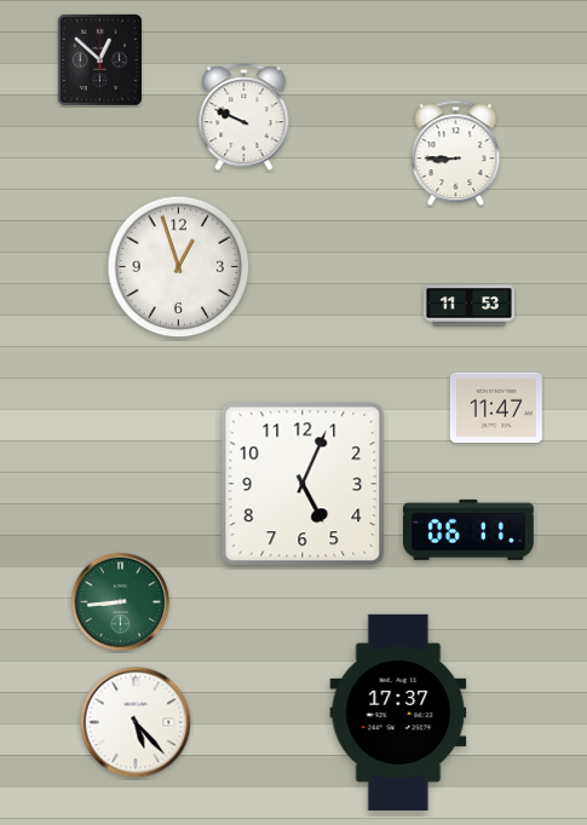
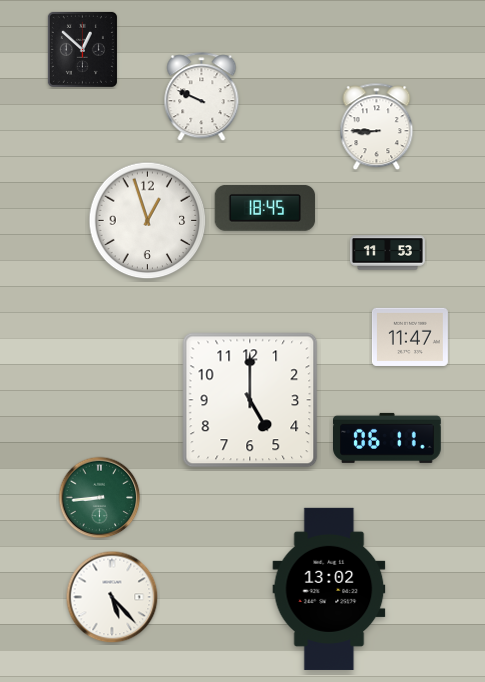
clock at (265, 208): none -> 18:45
clock at (303, 484): 5:04 -> 5:00
clock at (398, 712): 17:37 -> 13:02
